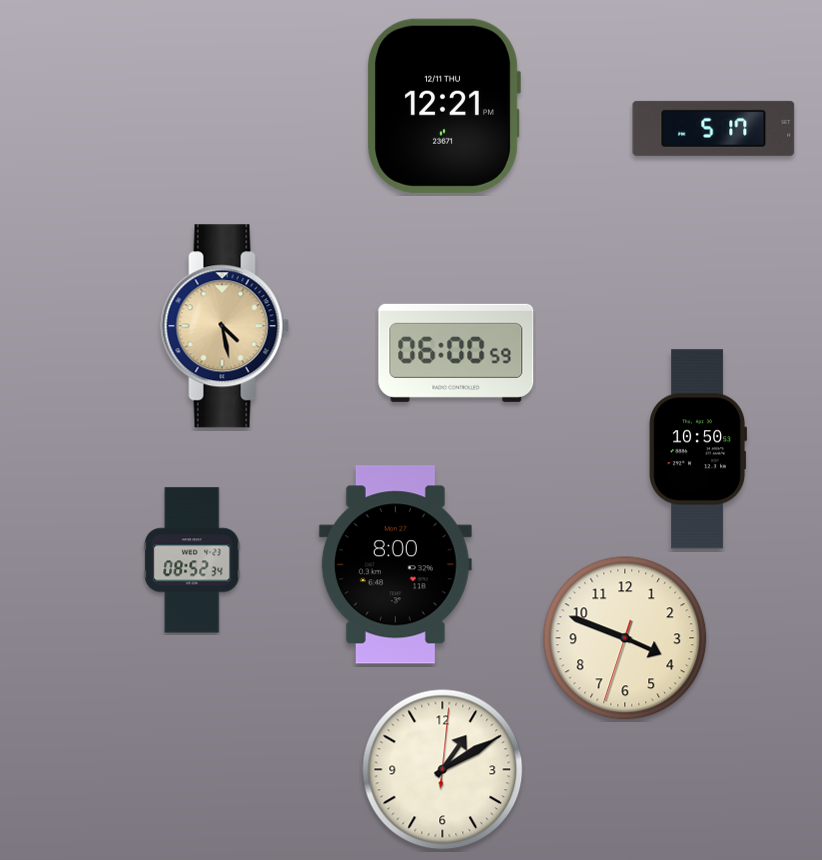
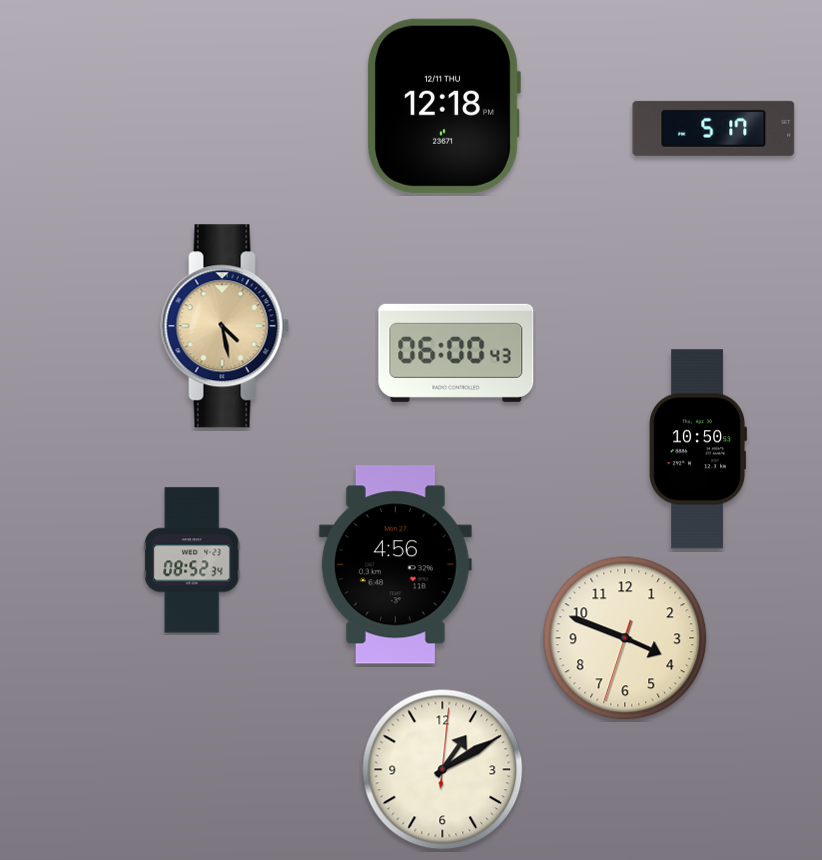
clock at (444, 106): 12:21 -> 12:18
clock at (456, 353): 06:00:59 -> 06:00:43
clock at (395, 565): 8:00 -> 4:56
